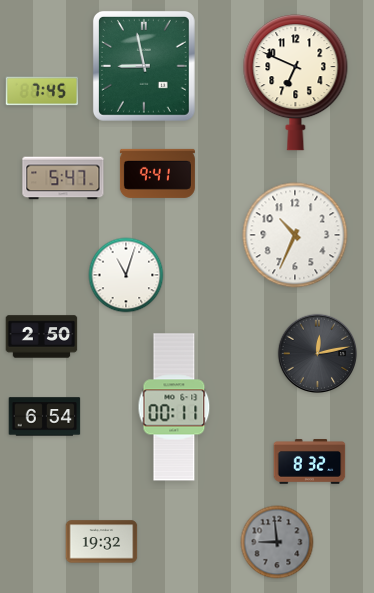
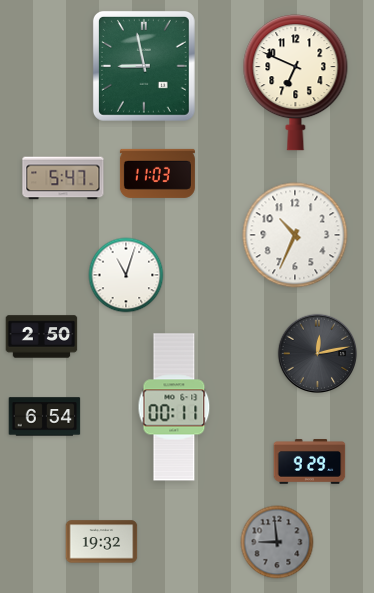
clock at (42, 91): 7:45 -> none
clock at (157, 173): 9:41 -> 11:03
clock at (310, 462): 8:32 -> 9:29
